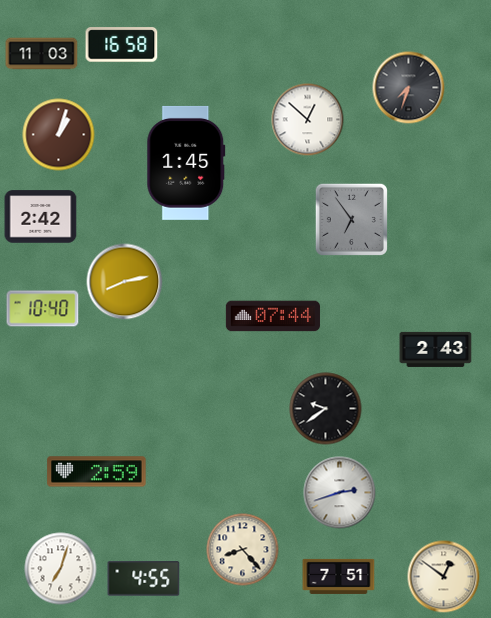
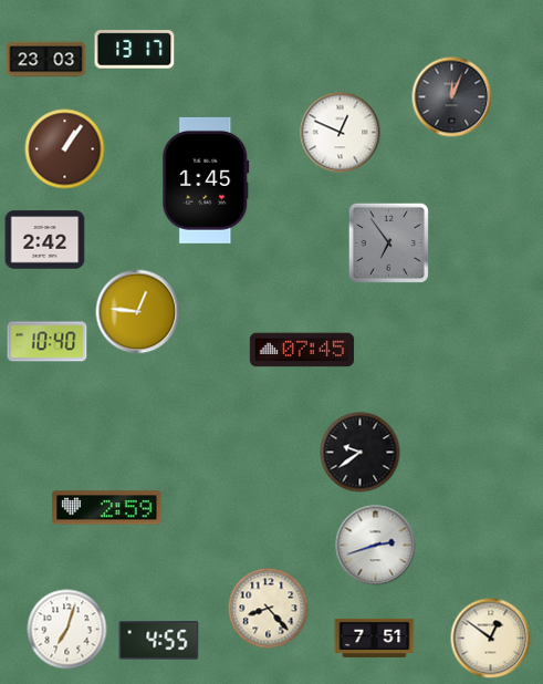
clock at (122, 45): 16:58 -> 13:17
clock at (42, 54): 11:03 -> 23:03
clock at (409, 88): 7:33 -> 12:04
clock at (308, 120): 12:52 -> 12:49
clock at (59, 135): 1:03 -> 1:06
clock at (125, 282): 8:13 -> 12:46
clock at (273, 316): 07:44 -> 07:45
clock at (436, 349): 2:43 -> none
clock at (97, 472) position: (97, 472) -> (107, 508)
